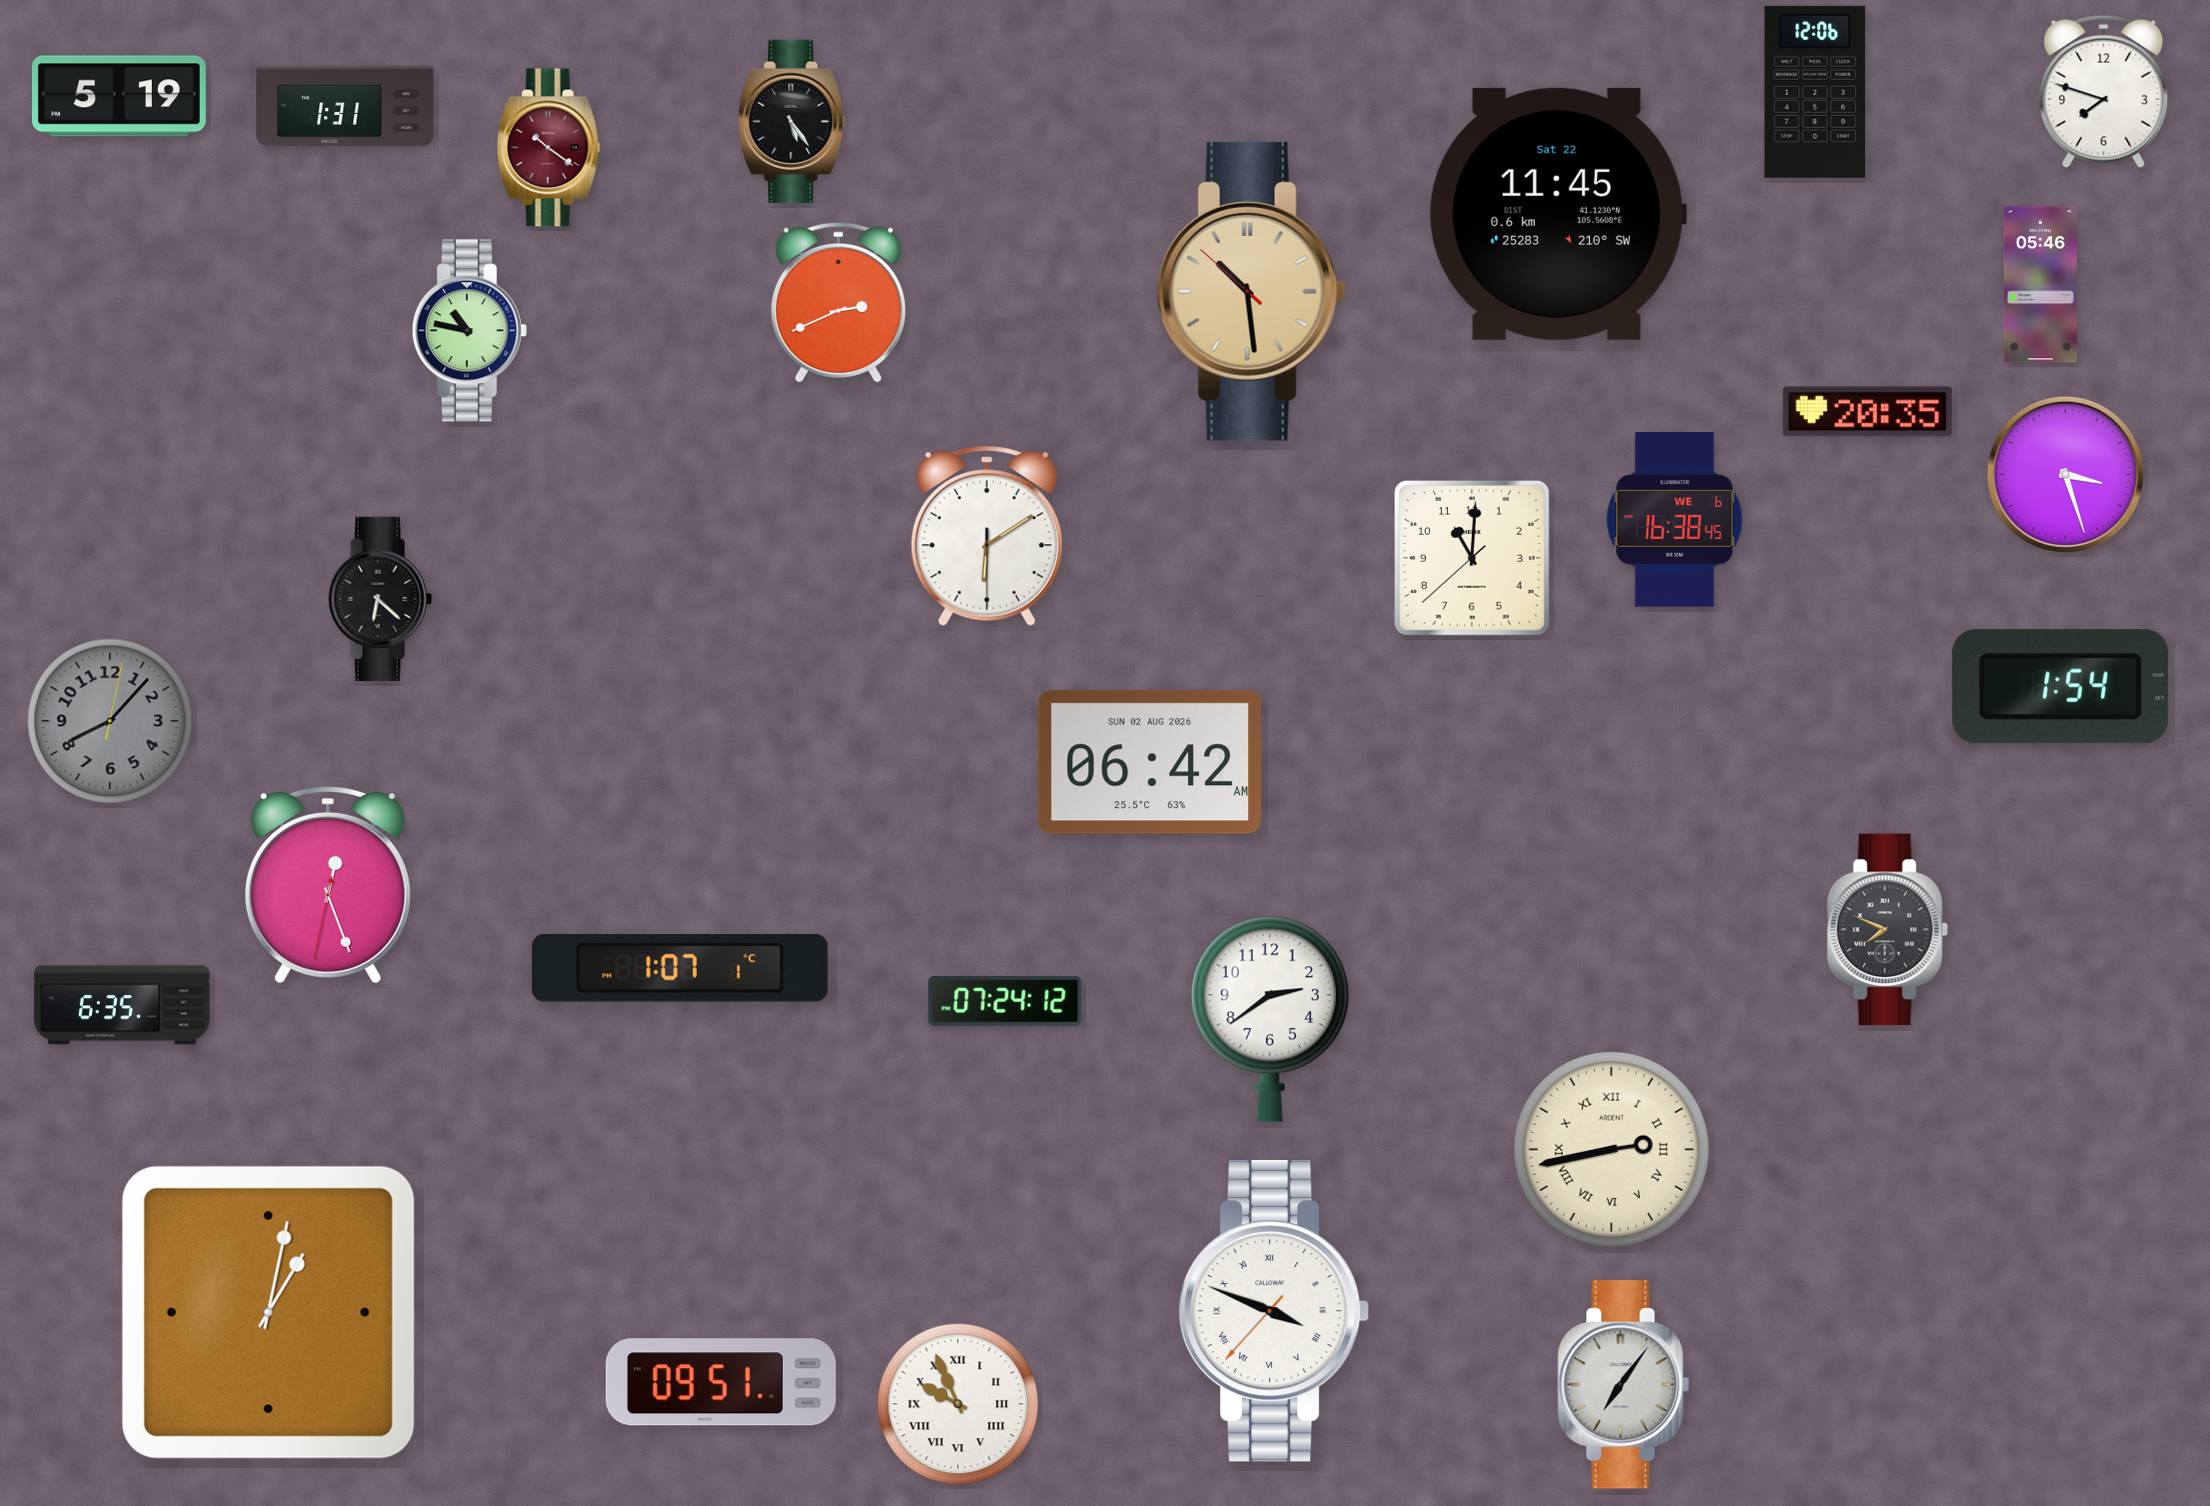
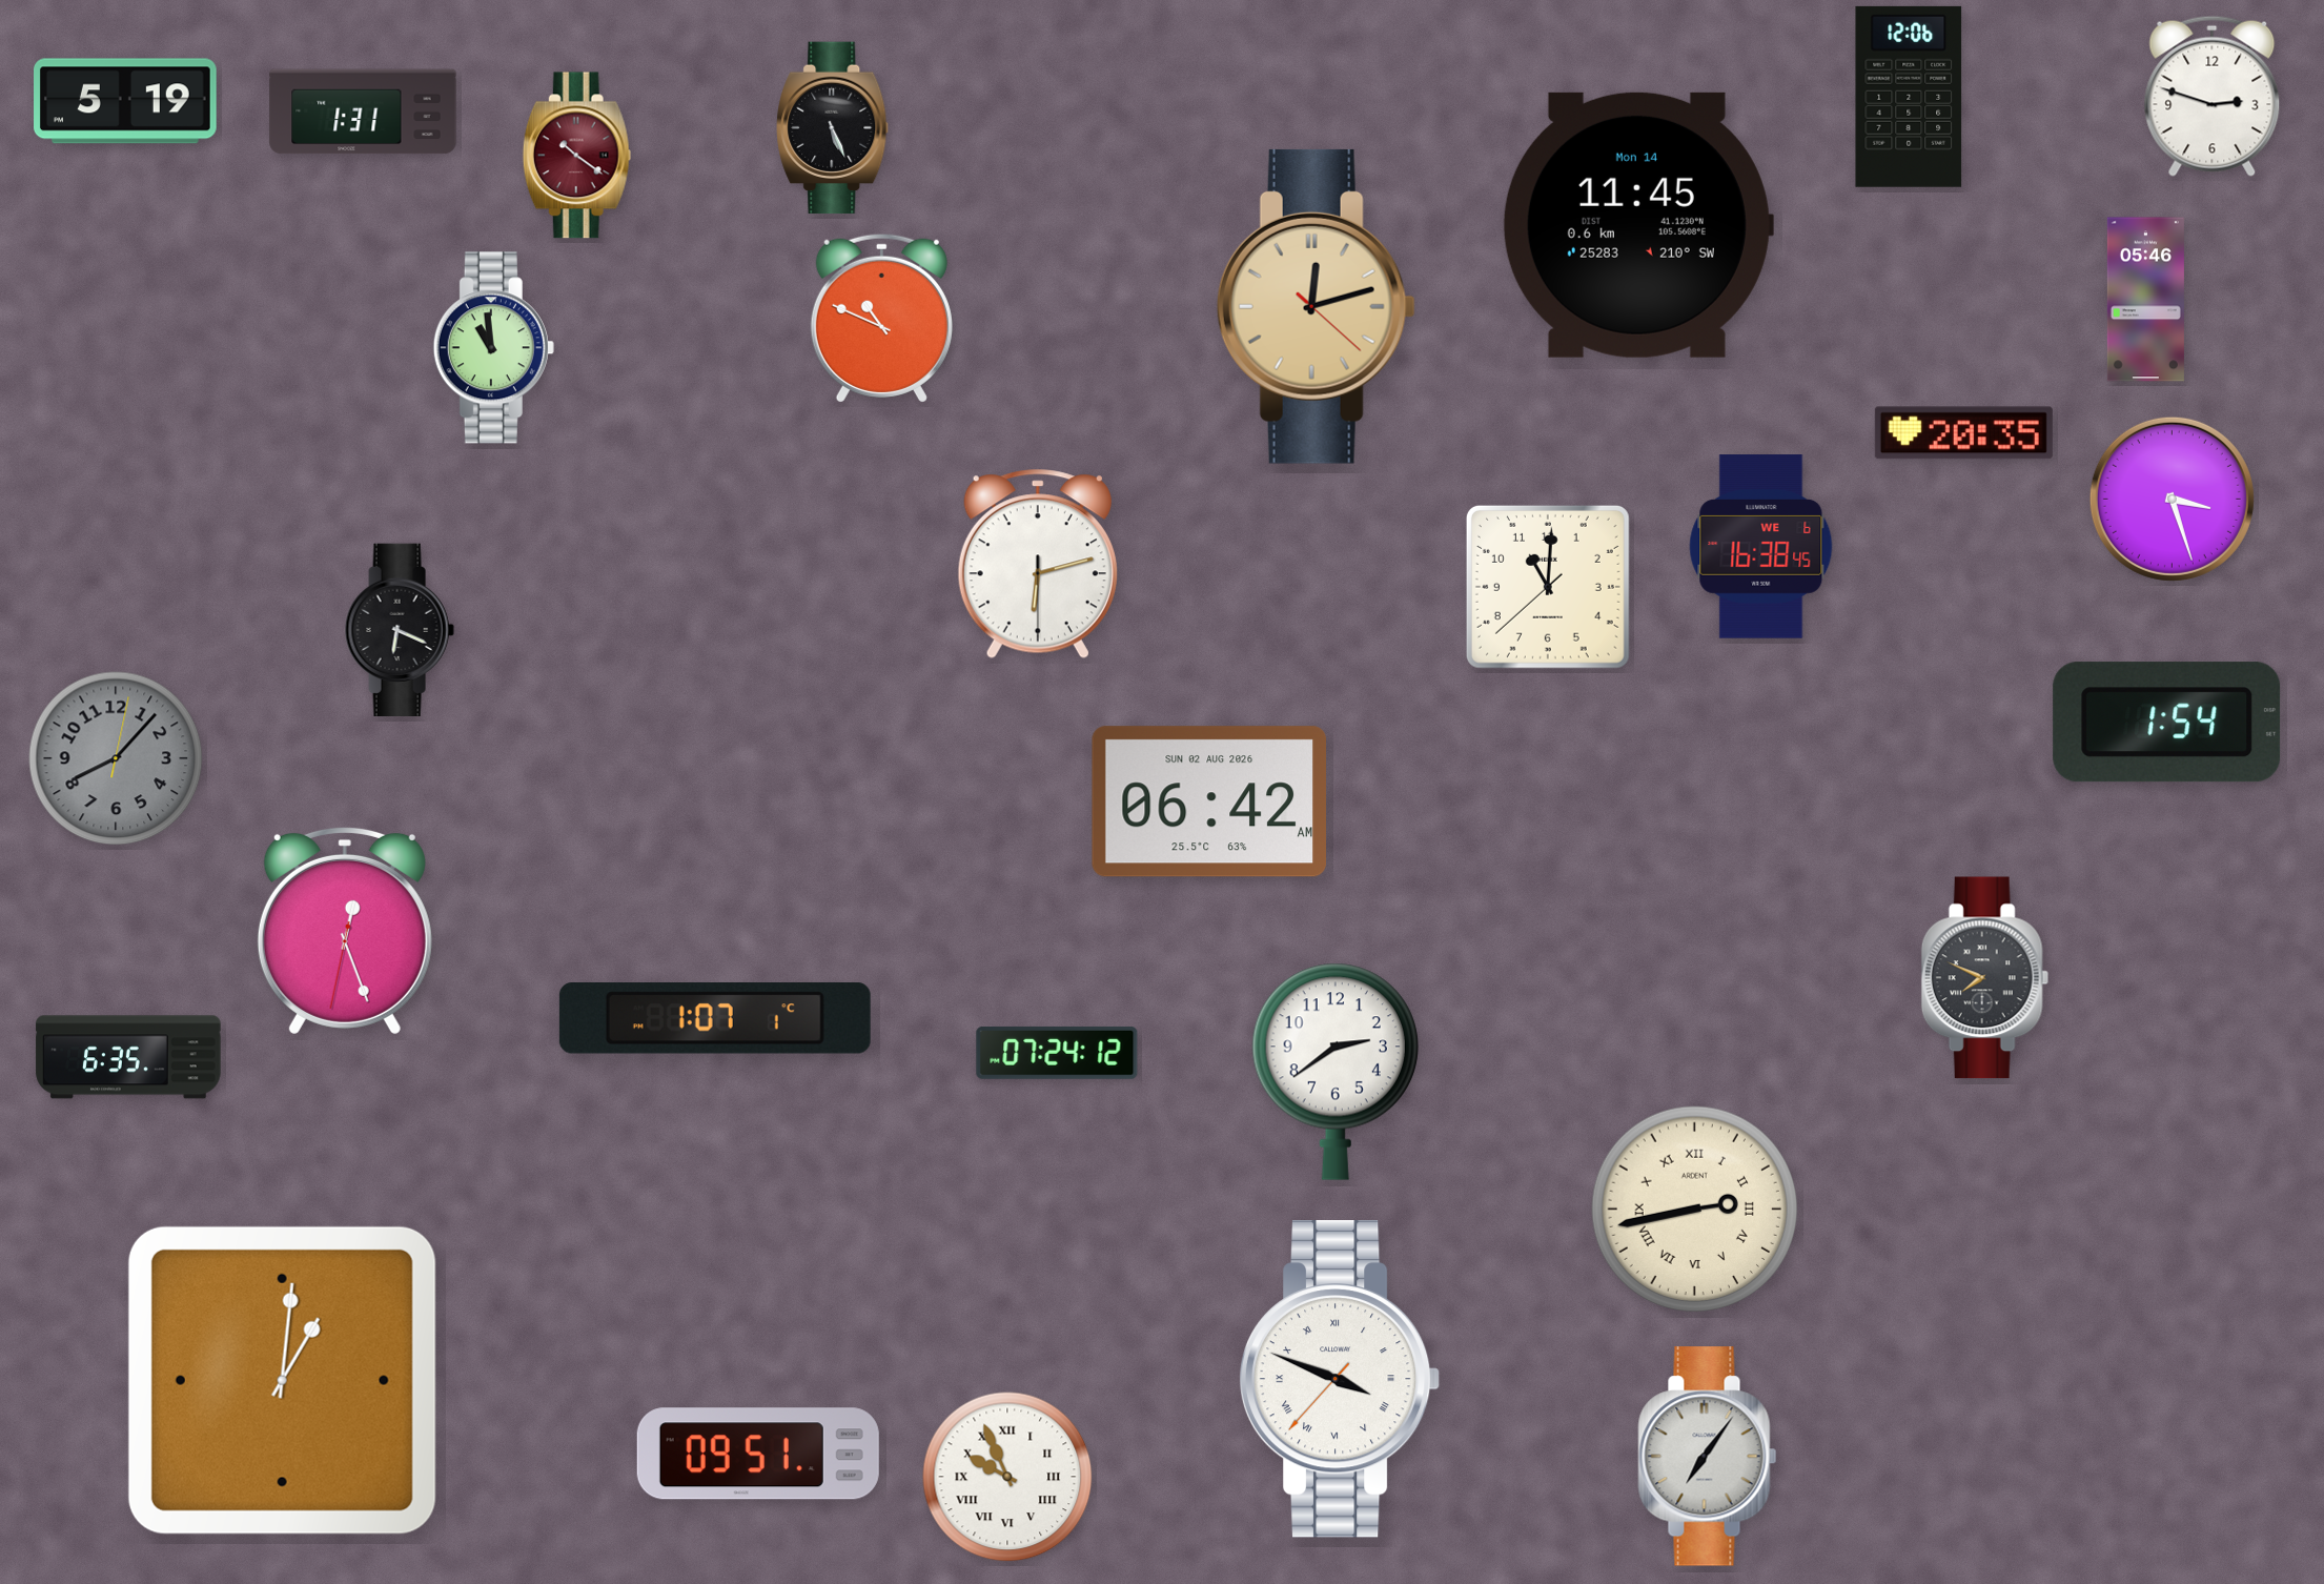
clock at (2104, 91): 7:48 -> 2:48
clock at (792, 122): 5:24 -> 5:26
clock at (1557, 214) date: Sat 22 -> Mon 14
clock at (1251, 291): 10:28 -> 12:12
clock at (838, 302): 2:41 -> 10:49
clock at (469, 331): 10:47 -> 10:59
clock at (987, 536): 6:09 -> 6:12
clock at (380, 598): 6:22 -> 6:19
clock at (268, 1312): 1:02 -> 1:01
